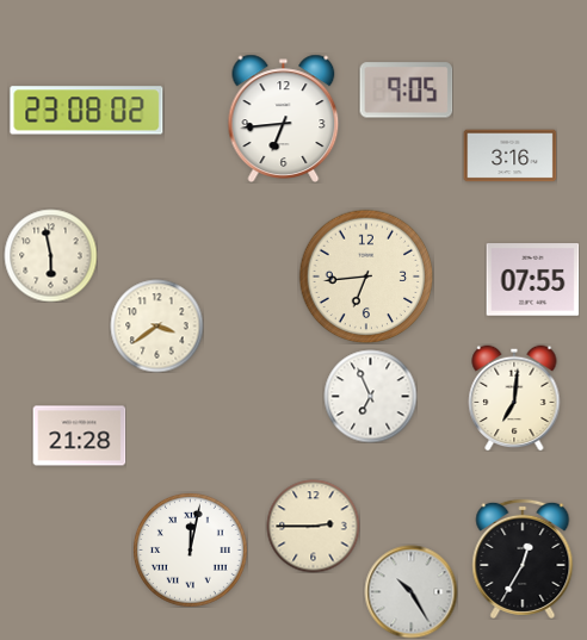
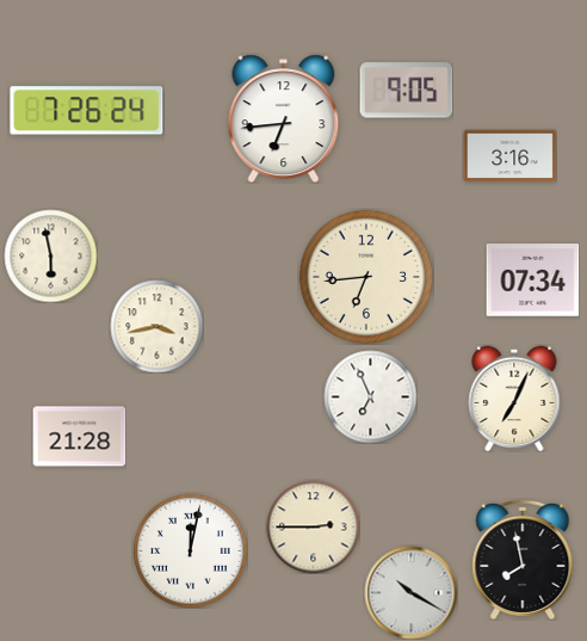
clock at (87, 111): 23:08 -> 7:26
clock at (532, 280): 07:55 -> 07:34
clock at (156, 325): 3:39 -> 3:43
clock at (514, 398): 7:01 -> 7:04
clock at (523, 559): 12:35 -> 7:58
clock at (410, 591): 10:25 -> 10:20
